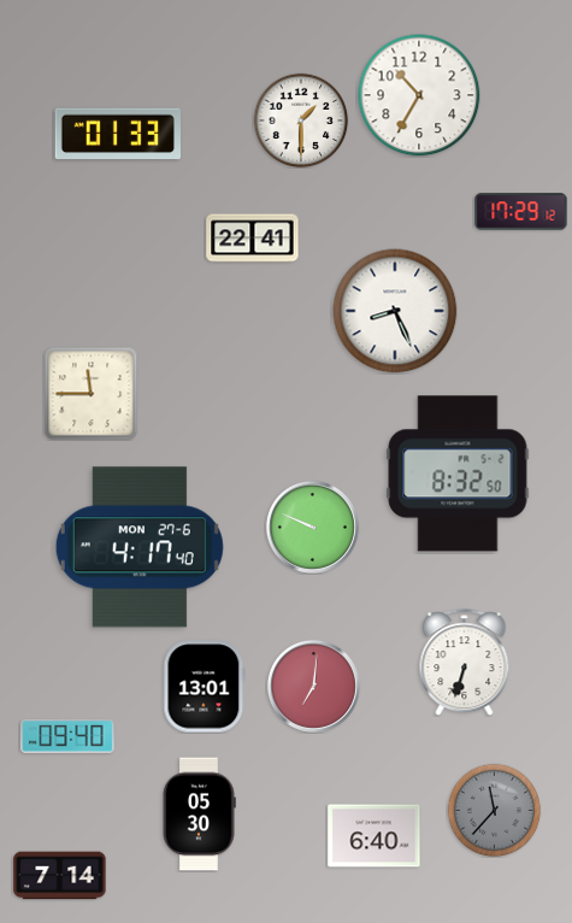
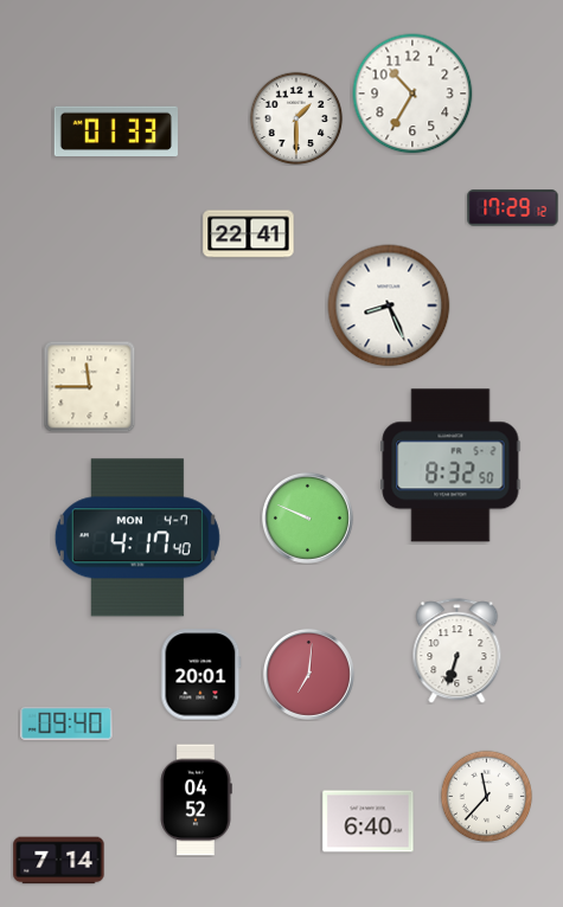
clock at (140, 547) date: MON 27-6 -> MON 4-7
clock at (205, 687): 13:01 -> 20:01
clock at (494, 810) dial: grey -> white
clock at (199, 815): 05:30 -> 04:52
